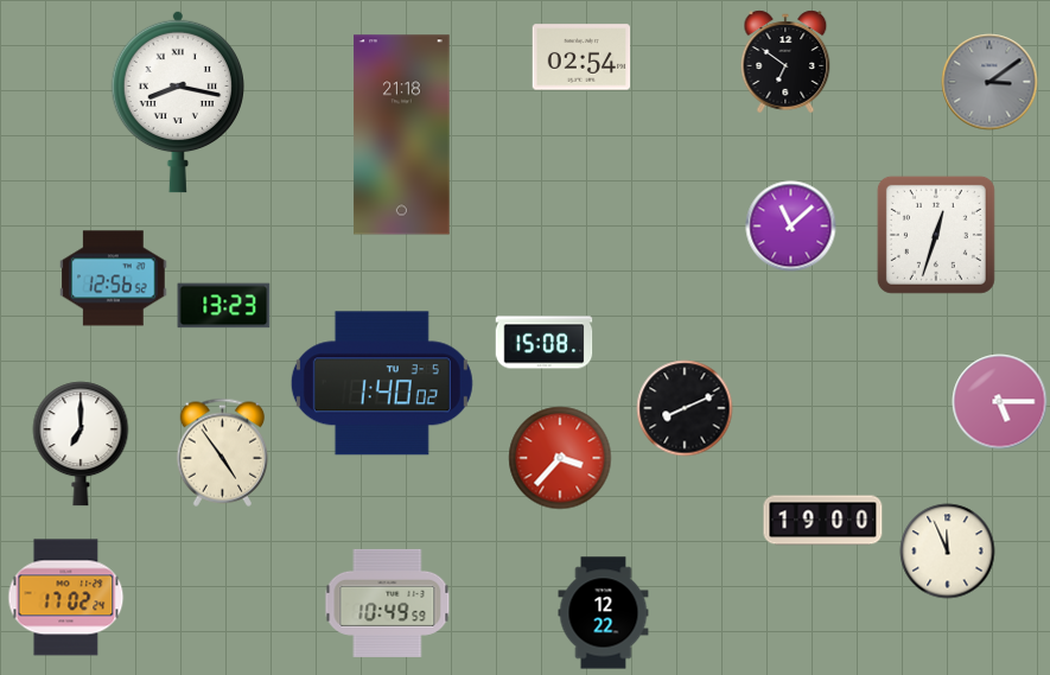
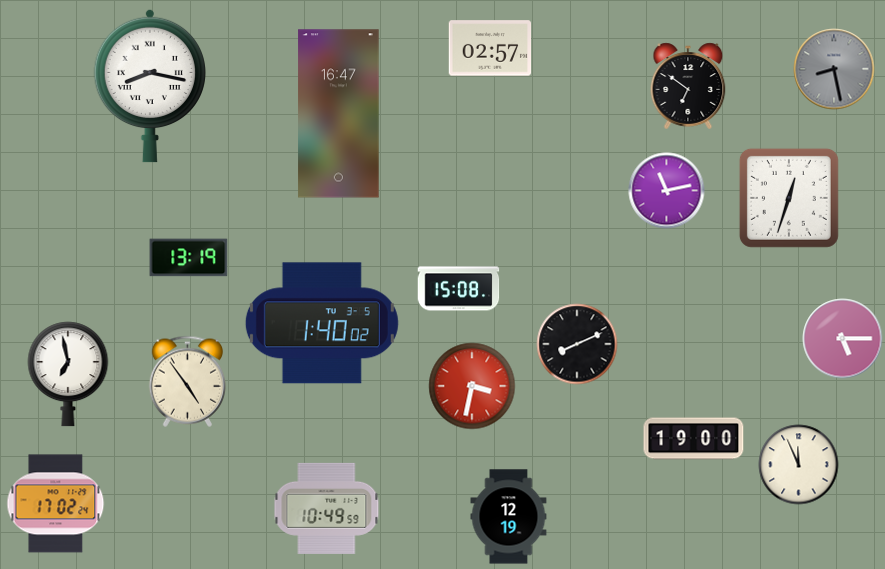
clock at (581, 57): 02:54 -> 02:57
clock at (785, 62) position: (785, 62) -> (688, 86)
clock at (989, 82): 3:09 -> 8:28
clock at (402, 135): 21:18 -> 16:47
clock at (791, 227): 11:08 -> 11:13
clock at (114, 279): 12:56 -> none
clock at (224, 306): 13:23 -> 13:19
clock at (81, 444): 7:00 -> 6:58
clock at (560, 458): 3:37 -> 3:32
clock at (604, 613): 12:22 -> 12:19
